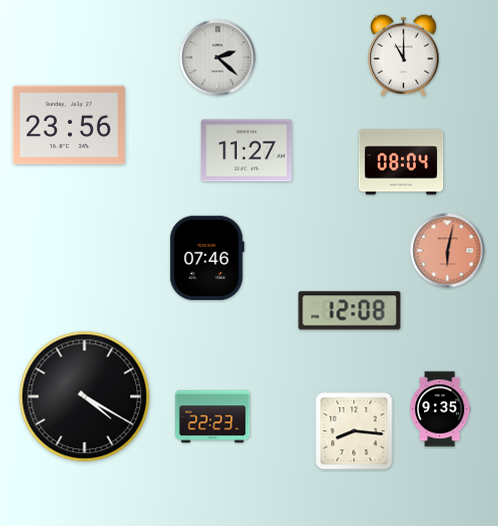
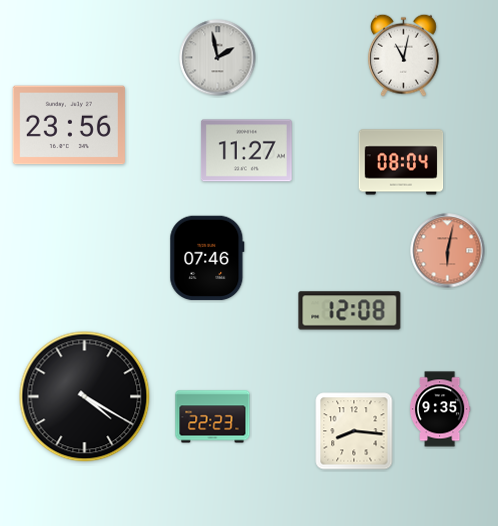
clock at (403, 55): 11:00 -> 11:02
clock at (218, 58): 2:22 -> 1:58
